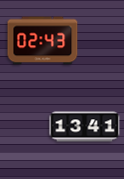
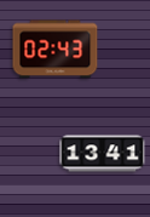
clock at (43, 41) position: (43, 41) -> (56, 50)
